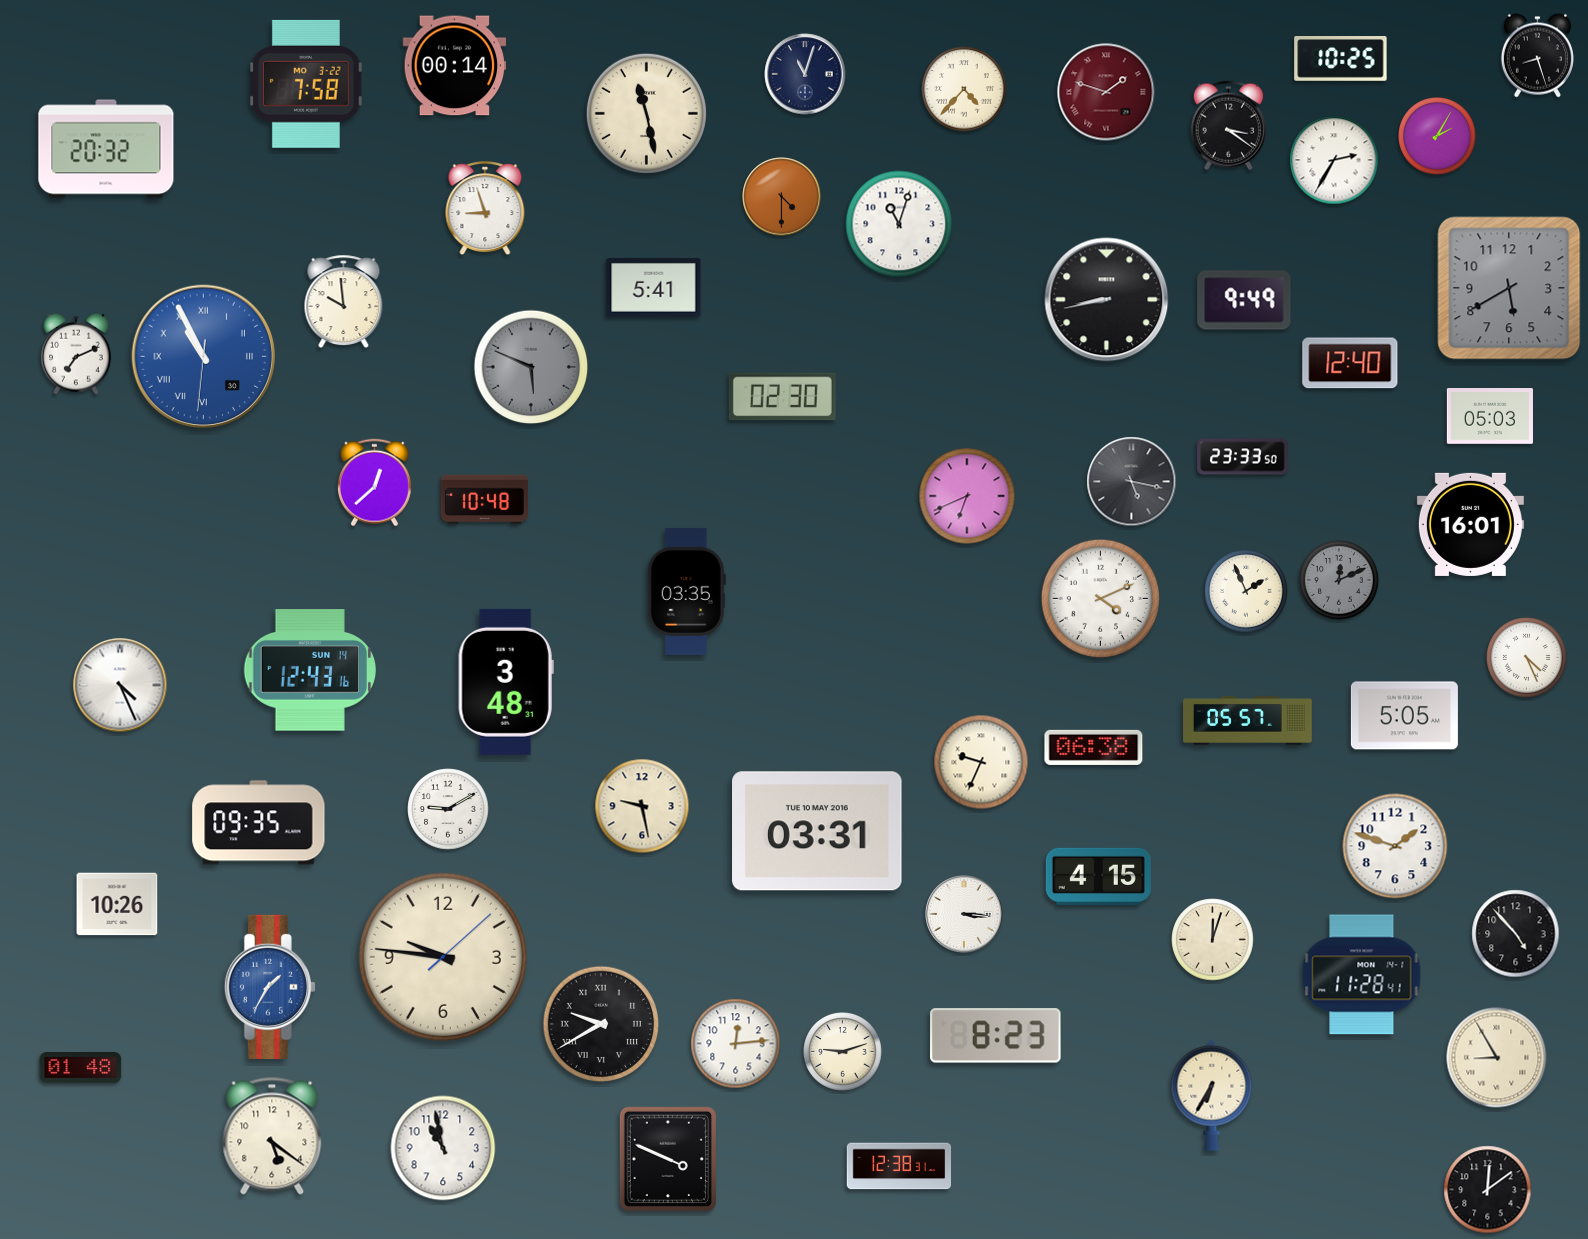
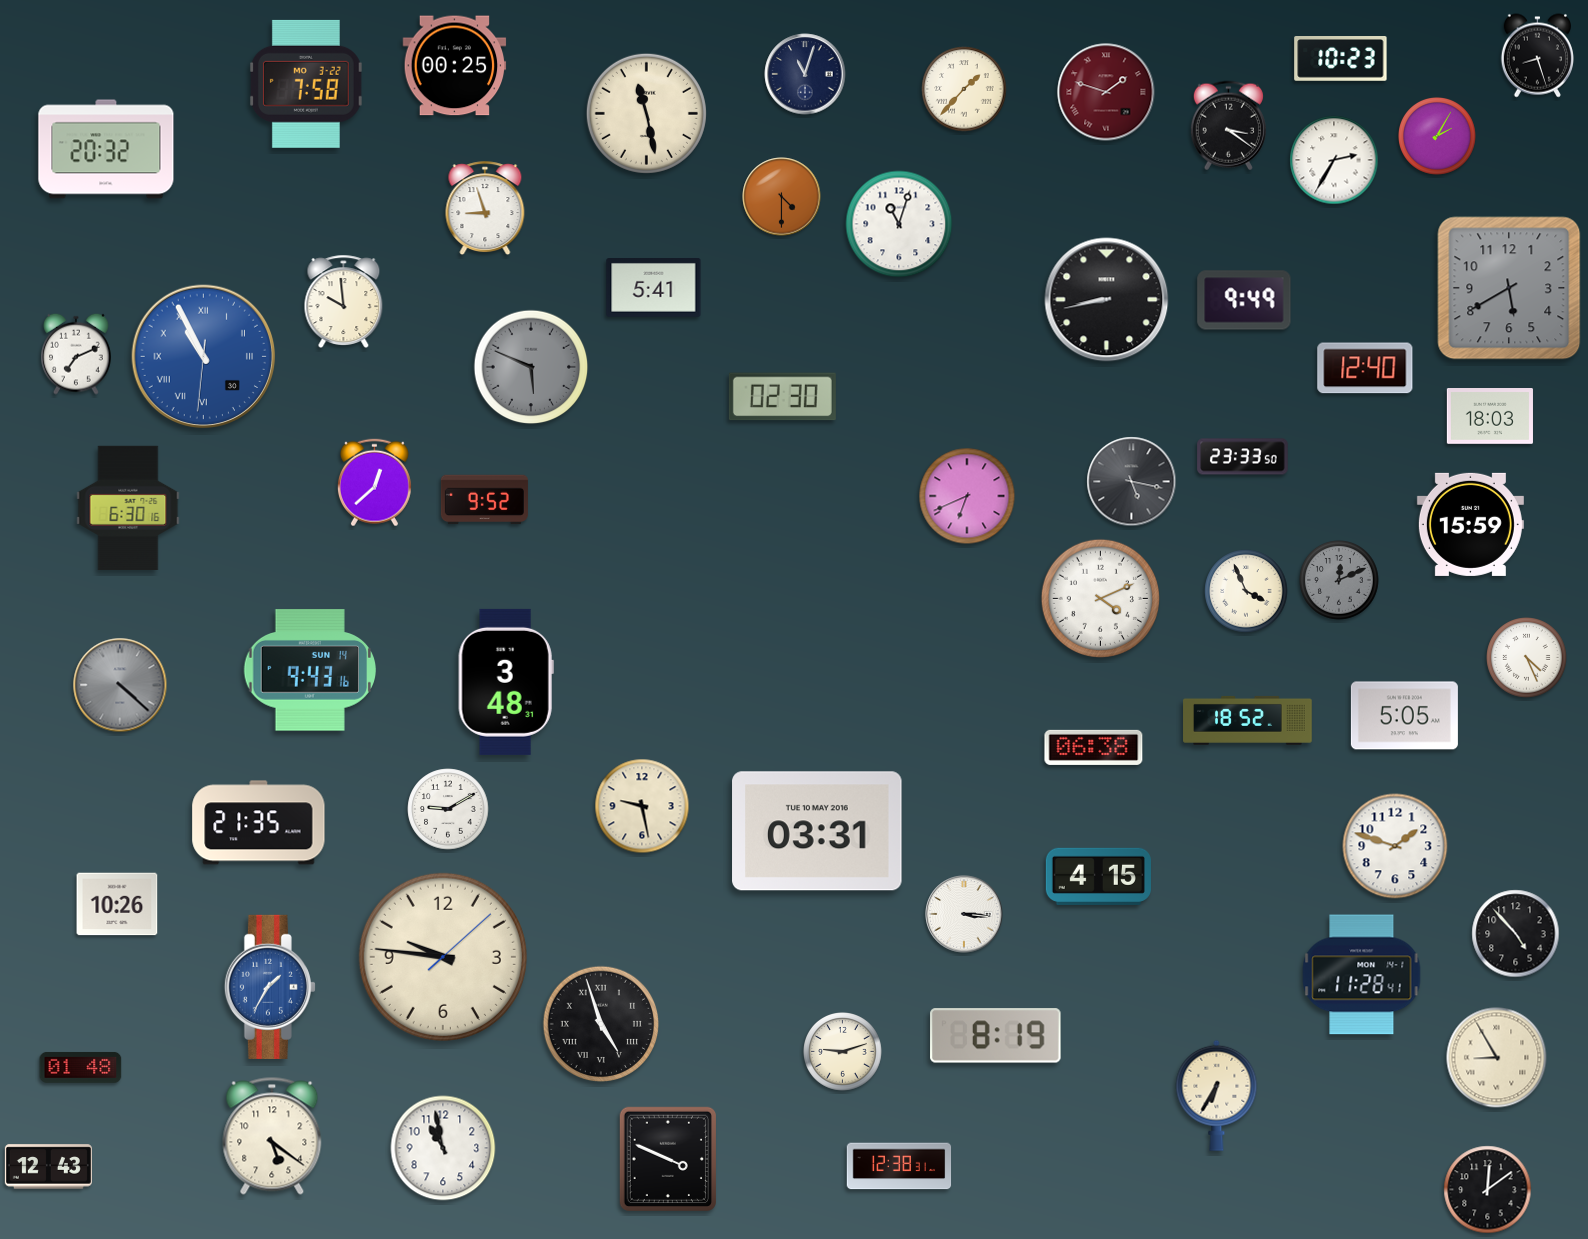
clock at (1341, 59): 10:25 -> 10:23
clock at (455, 66): 00:14 -> 00:25
clock at (964, 89): 4:37 -> 1:37
clock at (1350, 363) position: (1350, 363) -> (1365, 368)
clock at (1490, 417): 05:03 -> 18:03
clock at (484, 500): 10:48 -> 9:52
clock at (128, 507): none -> 6:30
clock at (1470, 524): 16:01 -> 15:59
clock at (686, 591): 03:35 -> none
clock at (1246, 591): 1:56 -> 3:56
clock at (310, 670): 12:43 -> 9:43
clock at (120, 685): 4:26 -> 4:22
clock at (120, 685) dial: white -> grey
clock at (1248, 720): 05:57 -> 18:52
clock at (981, 762): 9:34 -> none
clock at (259, 823): 09:35 -> 21:35
clock at (1213, 940): 12:03 -> none
clock at (601, 1024): 9:40 -> 4:57
clock at (996, 1036): 8:23 -> 8:19
clock at (736, 1044): 12:14 -> none
clock at (1212, 1095) position: (1212, 1095) -> (1217, 1095)
clock at (48, 1167): none -> 12:43
